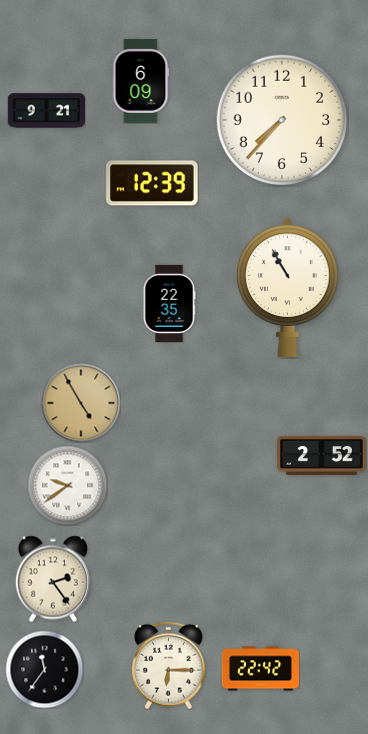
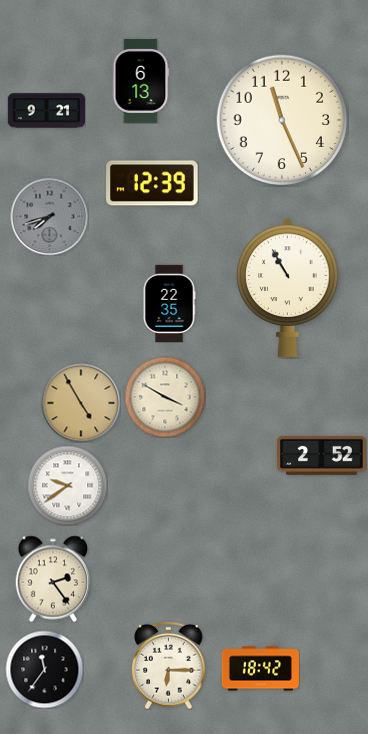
clock at (141, 81): 6:09 -> 6:13
clock at (281, 119): 7:37 -> 11:26
clock at (49, 216): none -> 7:42
clock at (165, 397): none -> 3:50
clock at (260, 669): 22:42 -> 18:42
